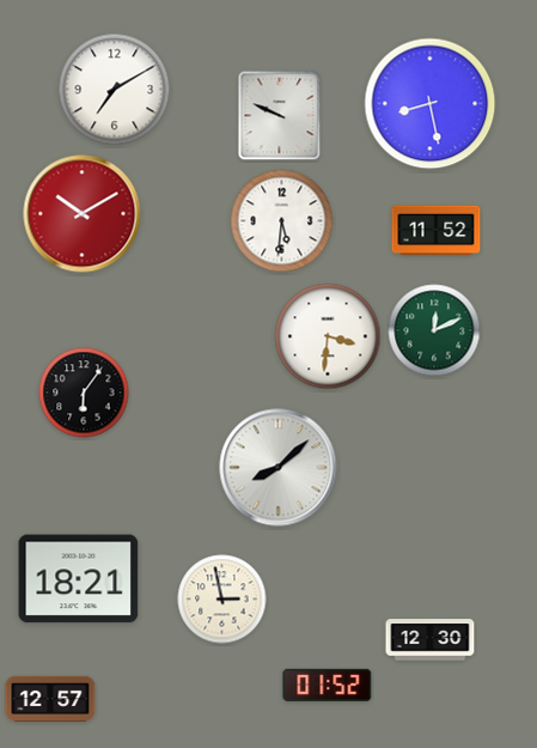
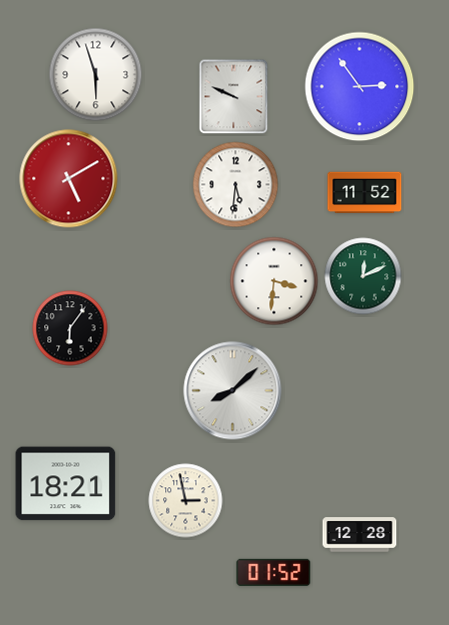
clock at (115, 90): 7:10 -> 5:57
clock at (431, 104): 8:28 -> 2:54
clock at (83, 214): 10:10 -> 5:10
clock at (431, 640): 12:30 -> 12:28
clock at (50, 699): 12:57 -> none
